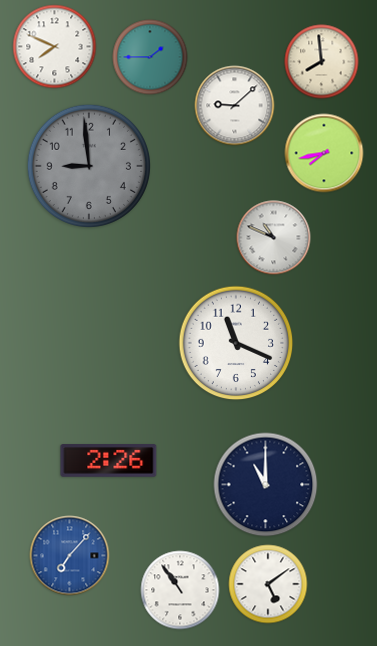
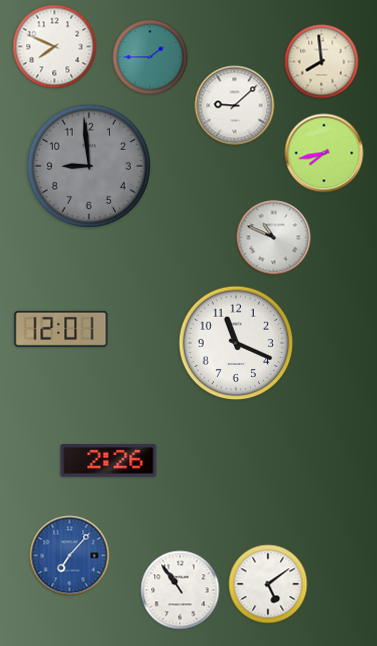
clock at (61, 329): none -> 12:01
clock at (266, 485): 11:00 -> none
